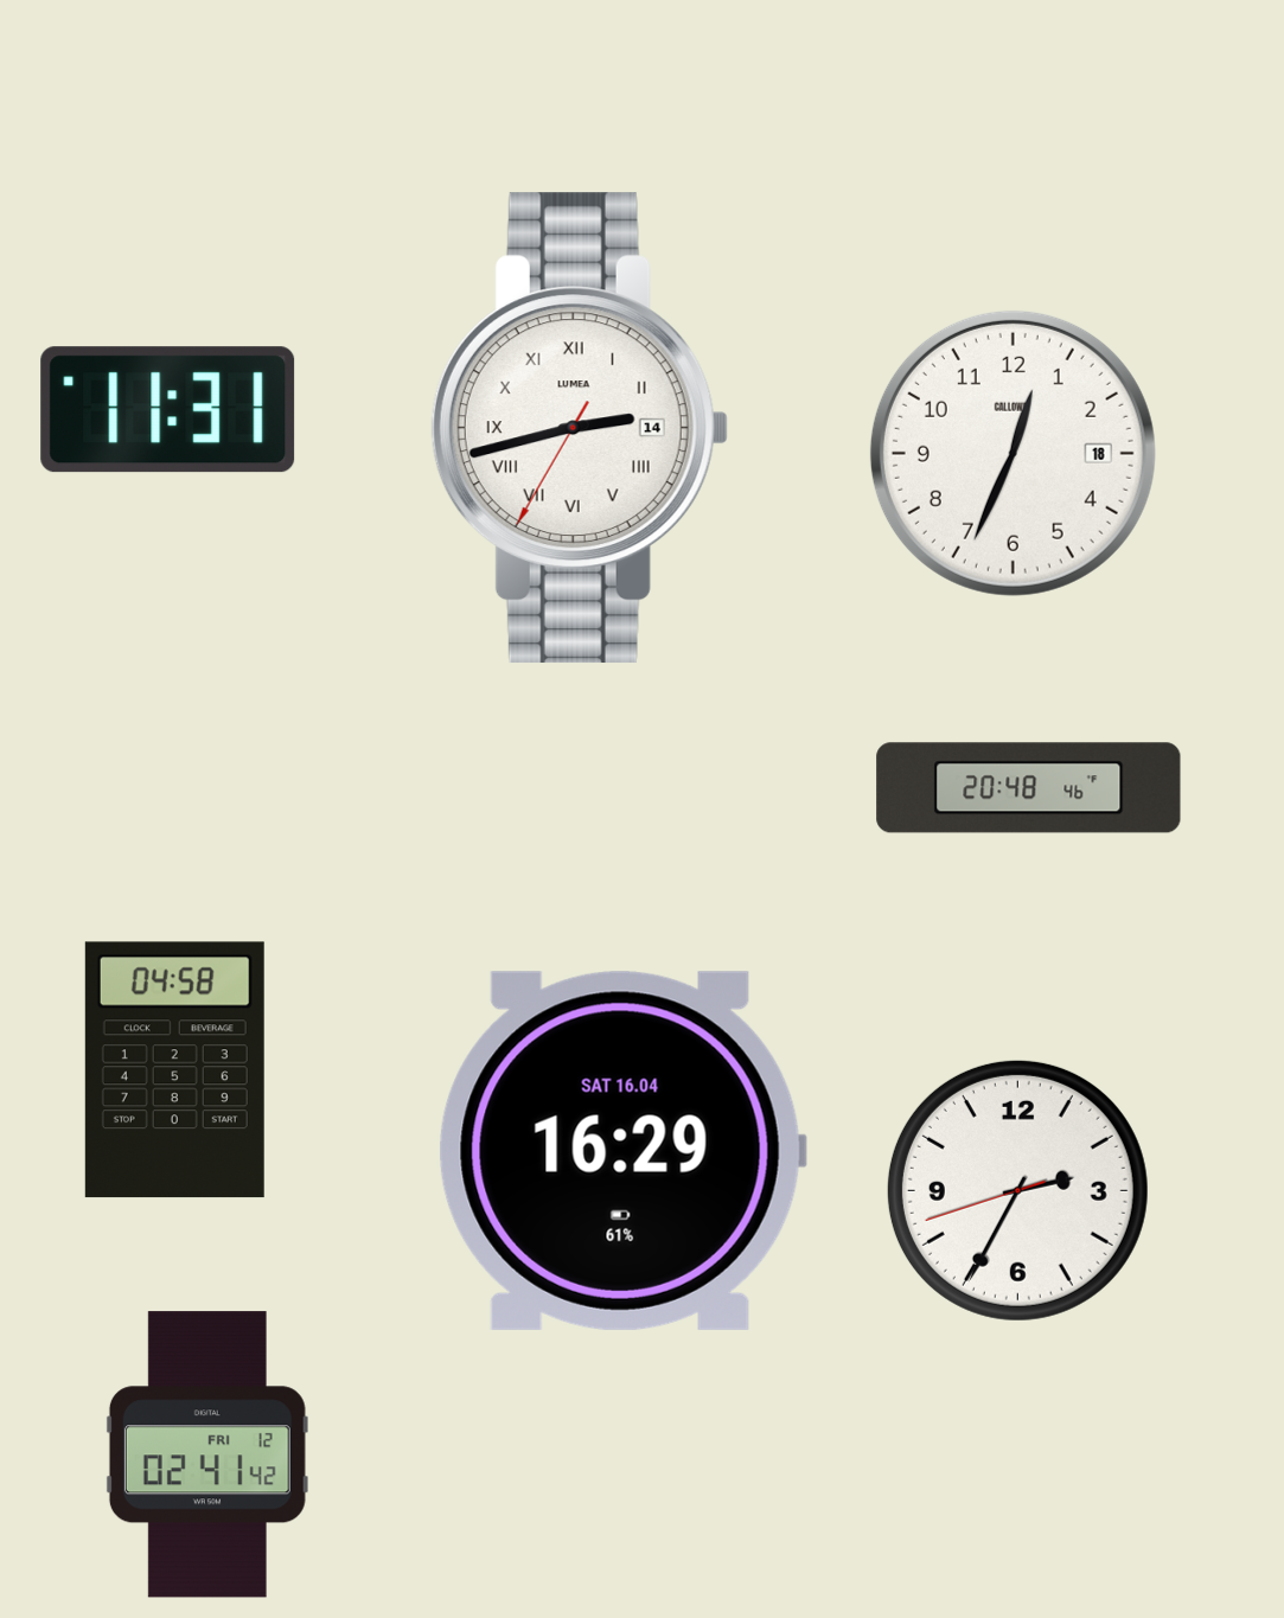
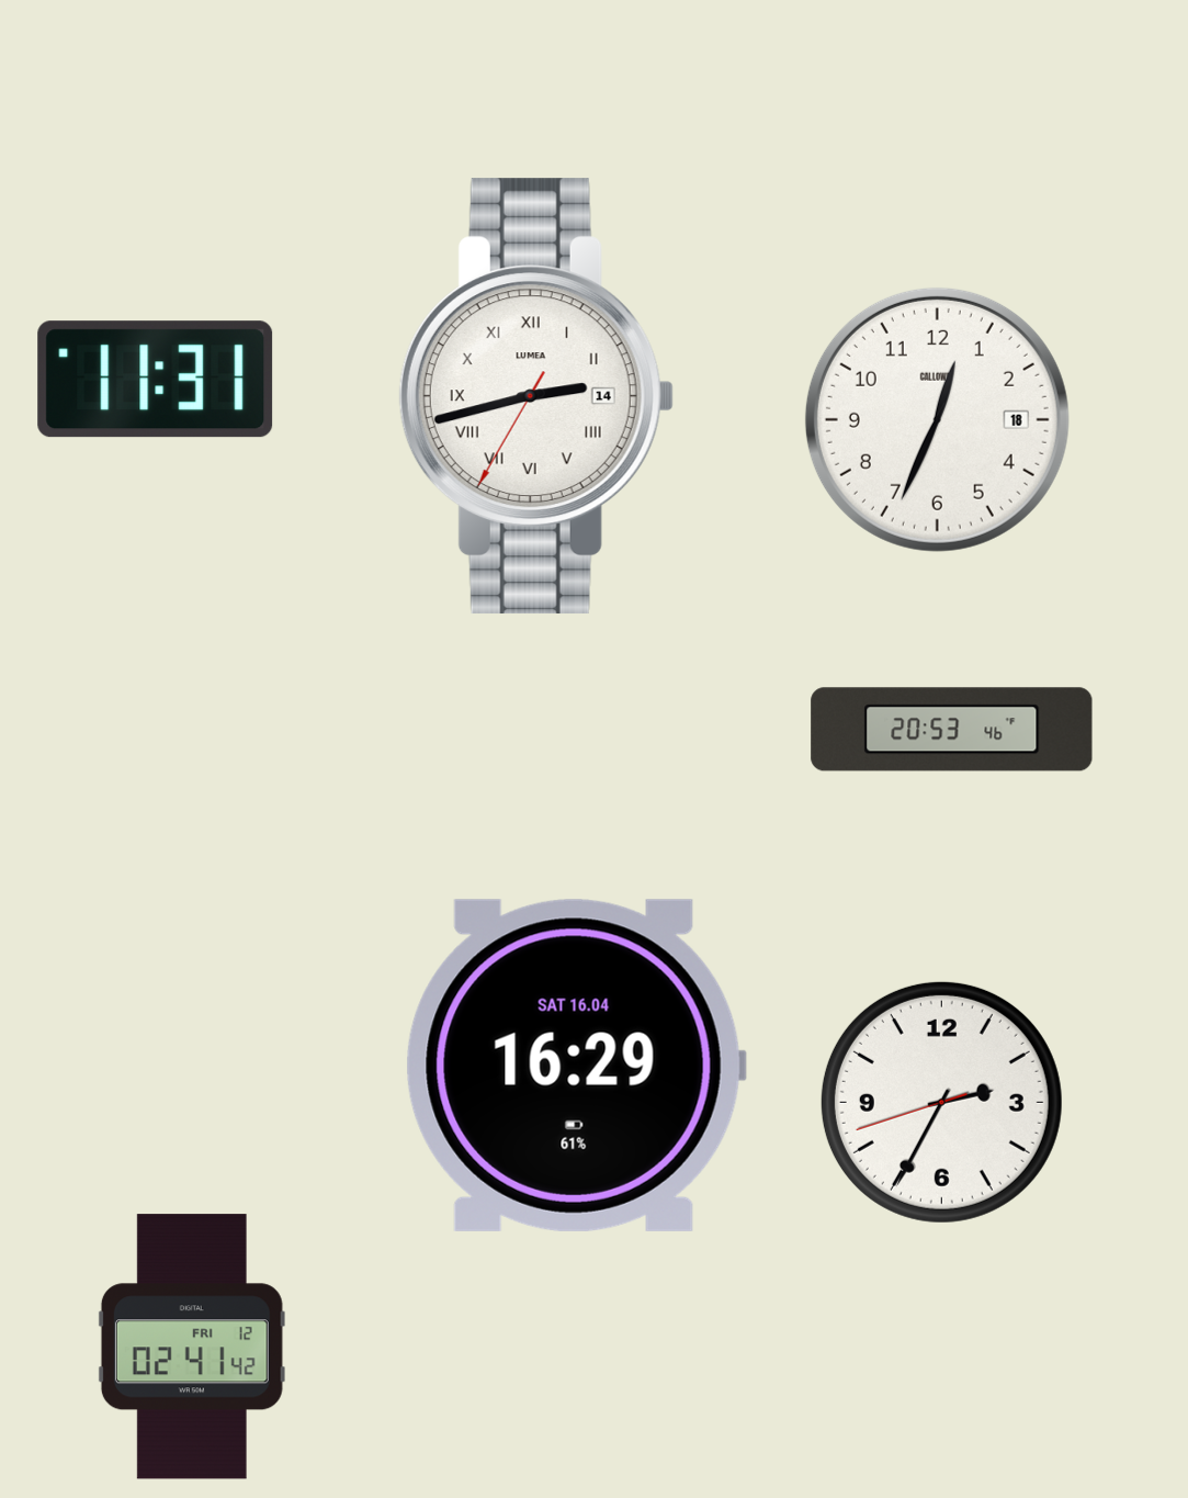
clock at (1029, 788): 20:48 -> 20:53
clock at (174, 1070): 04:58 -> none
